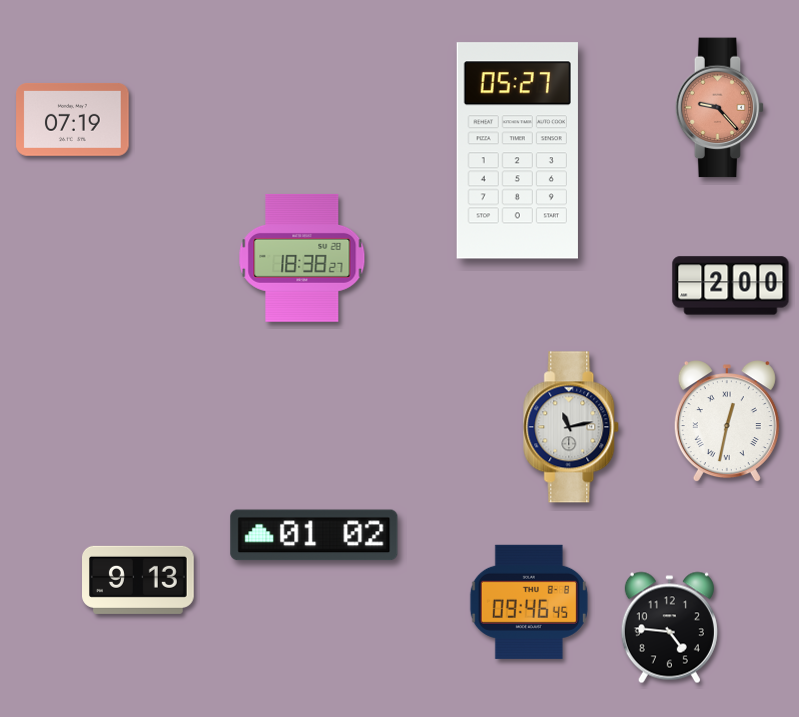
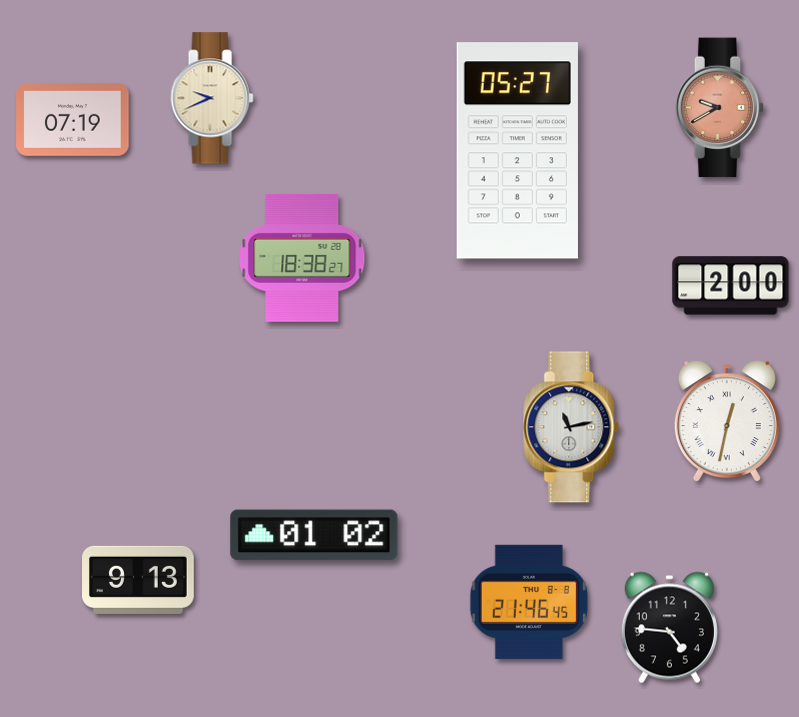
clock at (212, 98): none -> 9:41
clock at (720, 108): 9:23 -> 9:40
clock at (529, 602): 09:46 -> 21:46
